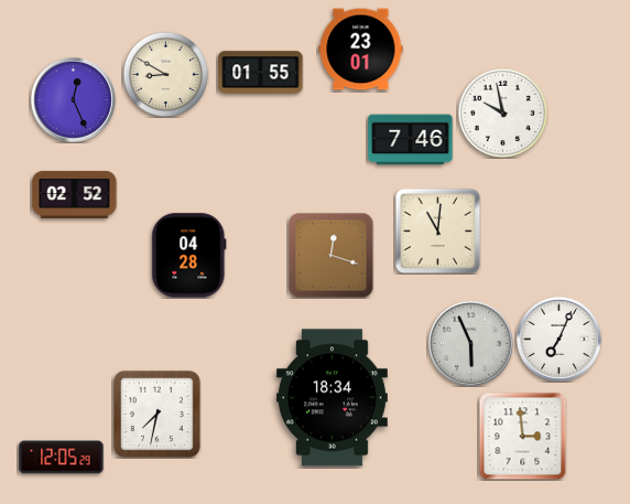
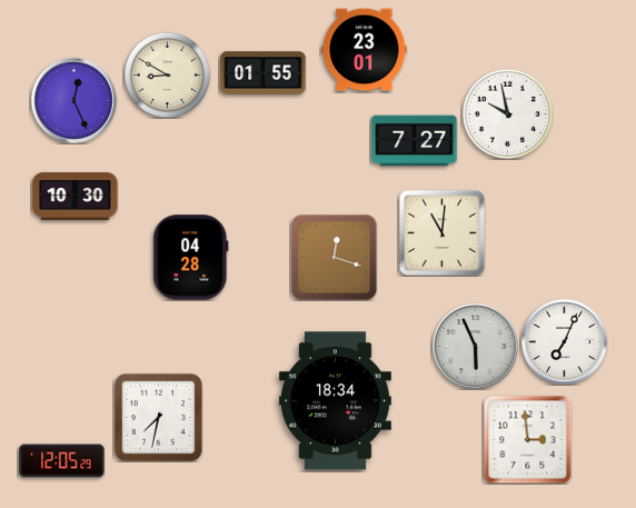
clock at (411, 140): 7:46 -> 7:27
clock at (75, 194): 02:52 -> 10:30
